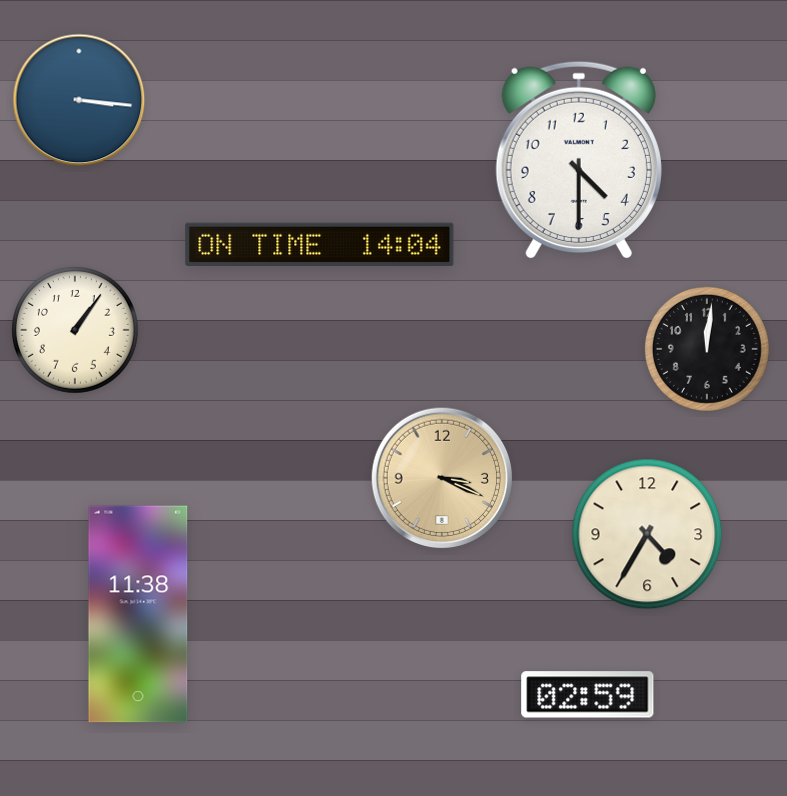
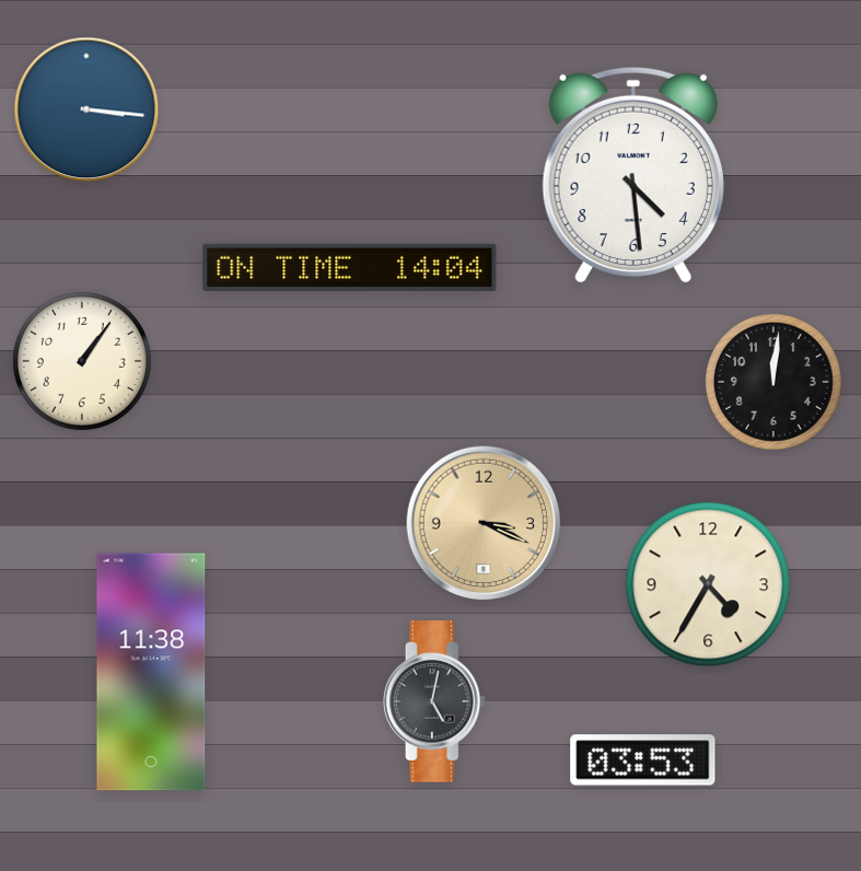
clock at (579, 160): 4:30 -> 4:29
clock at (434, 702): none -> 5:02
clock at (588, 695): 02:59 -> 03:53
